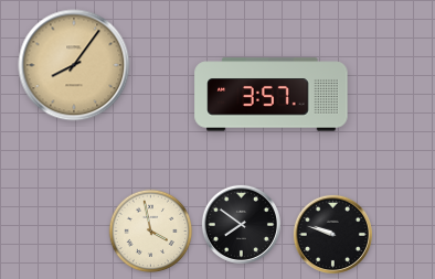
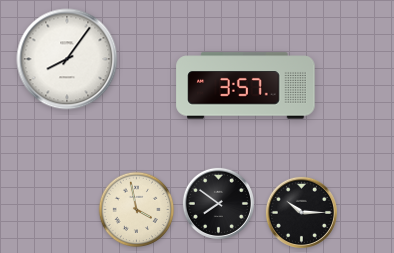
clock at (74, 65) dial: champagne -> white
clock at (332, 234): 9:48 -> 10:15
